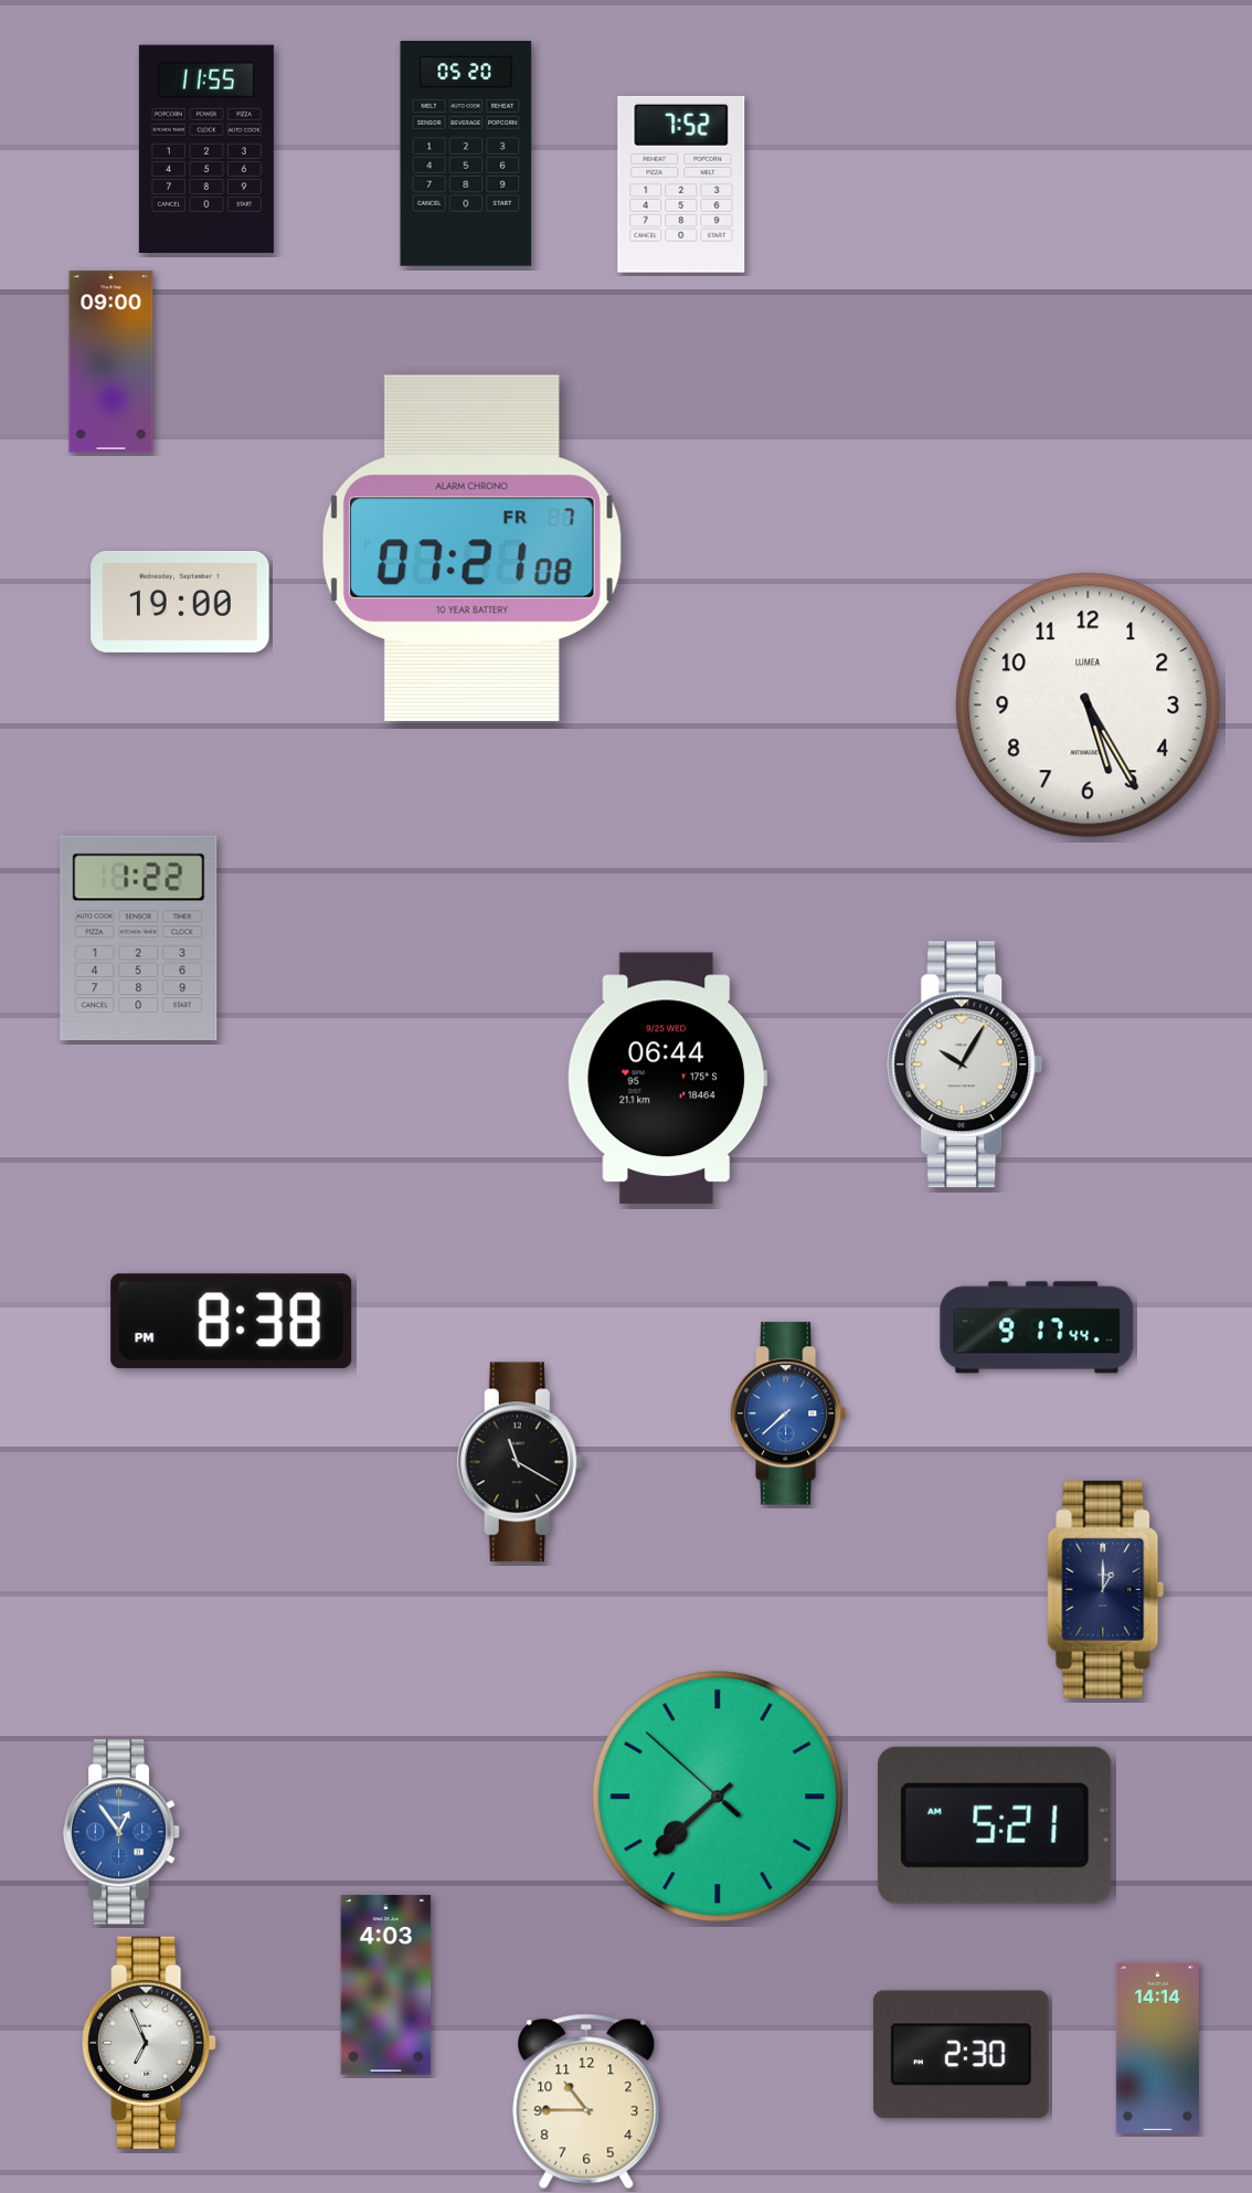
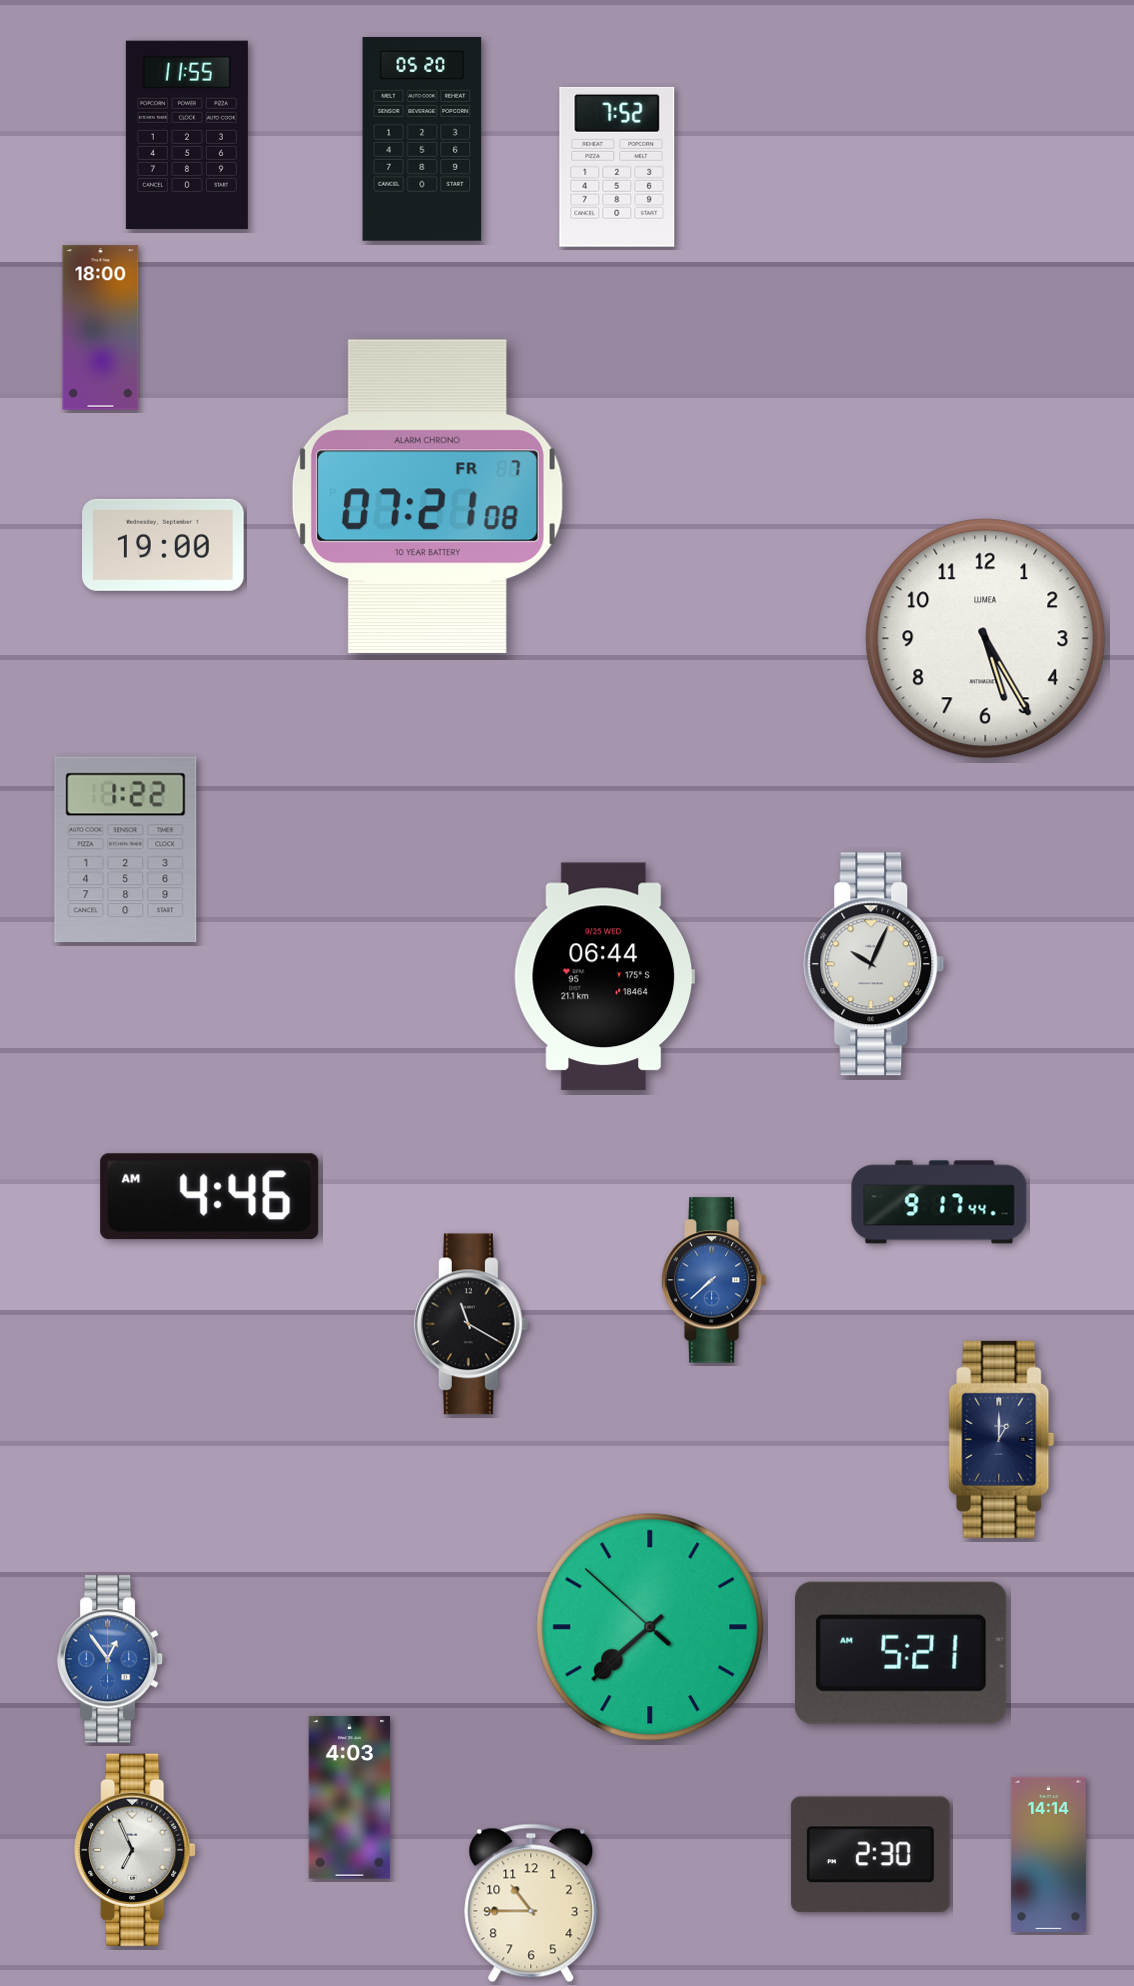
clock at (112, 362): 09:00 -> 18:00
clock at (965, 1064): 10:05 -> 10:04
clock at (232, 1322): 8:38 -> 4:46
clock at (961, 2055) position: (961, 2055) -> (870, 1855)
